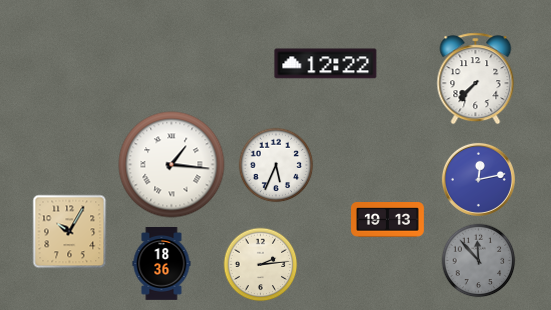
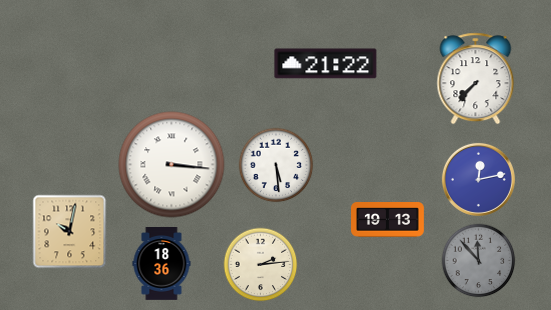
clock at (326, 64): 12:22 -> 21:22
clock at (172, 165): 1:16 -> 3:16
clock at (276, 165): 5:34 -> 5:29
clock at (70, 232): 10:05 -> 10:02
